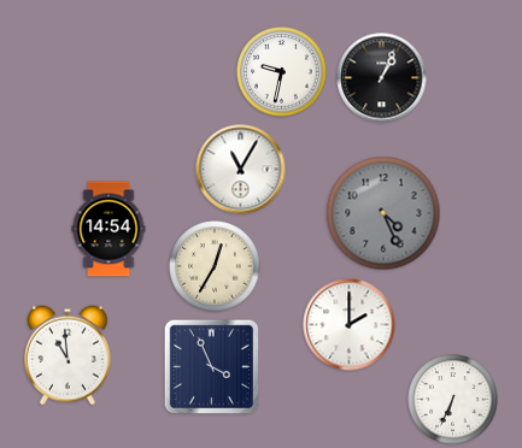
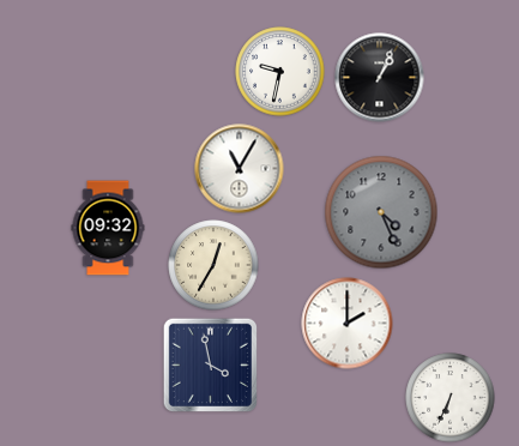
clock at (108, 229): 14:54 -> 09:32
clock at (68, 355): 10:59 -> none
clock at (211, 366): 3:56 -> 3:58
